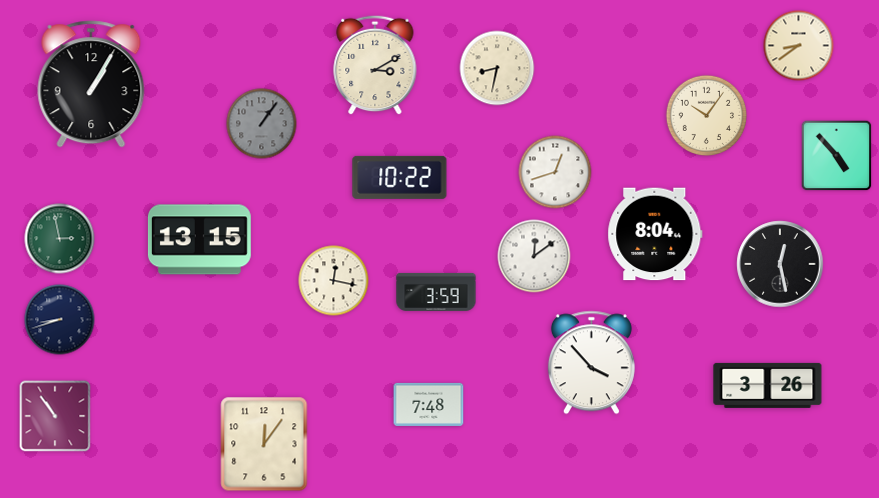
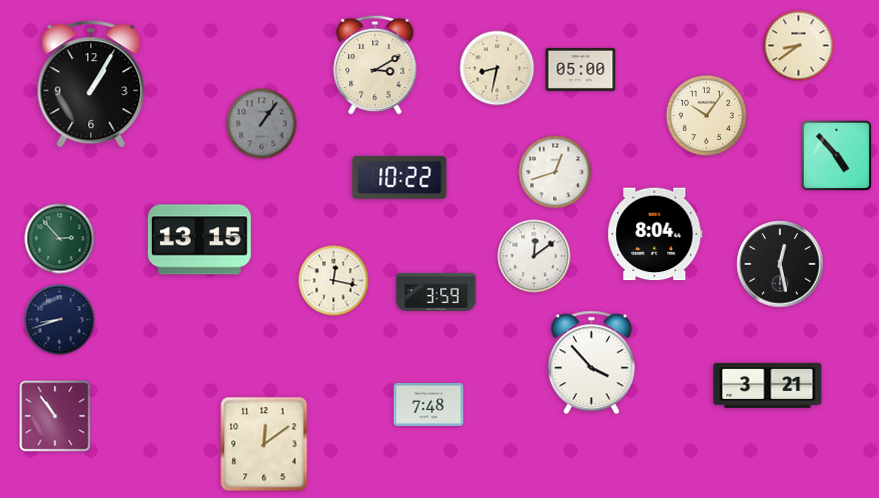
clock at (581, 69): none -> 05:00
clock at (60, 239): 2:58 -> 2:53
clock at (768, 385): 3:26 -> 3:21
clock at (264, 444): 12:06 -> 12:09
